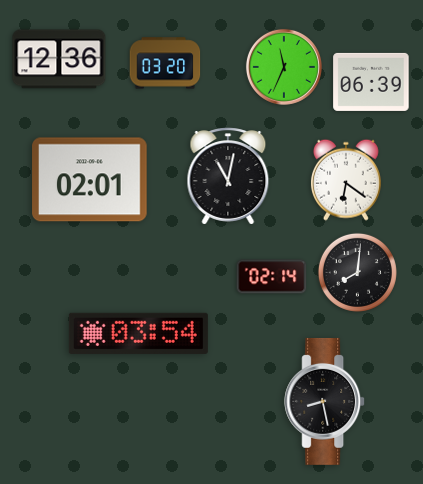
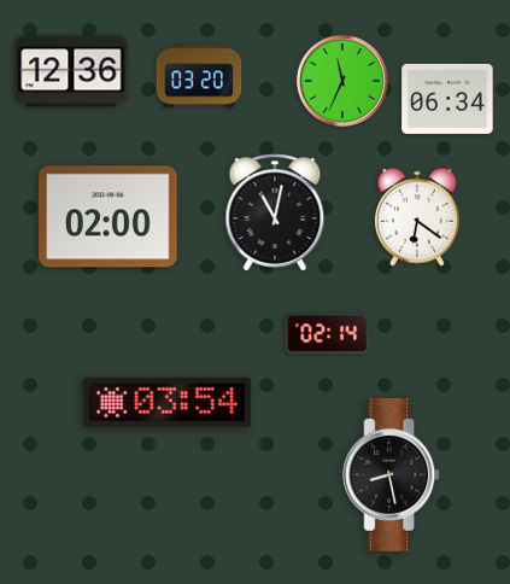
clock at (371, 82): 06:39 -> 06:34
clock at (90, 180): 02:01 -> 02:00
clock at (357, 272): 8:01 -> none
clock at (325, 401) position: (325, 401) -> (392, 474)
